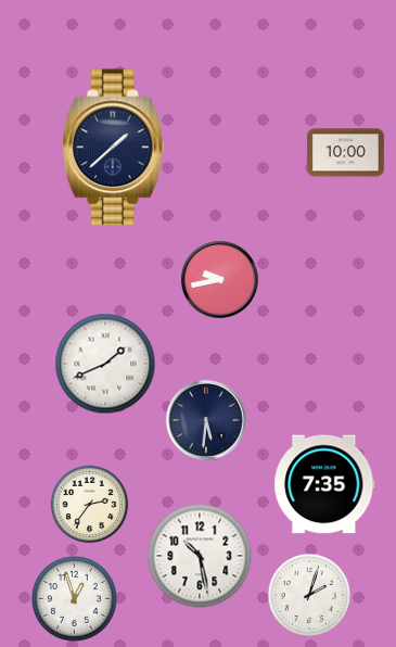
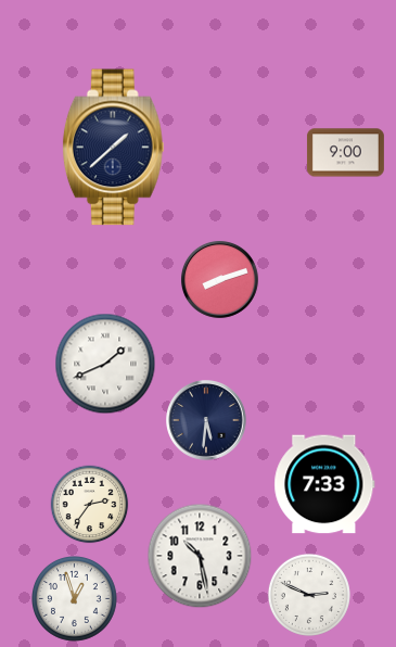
clock at (345, 153): 10:00 -> 9:00
clock at (219, 279): 9:43 -> 8:12
clock at (324, 484): 7:35 -> 7:33
clock at (309, 595): 2:03 -> 2:49
